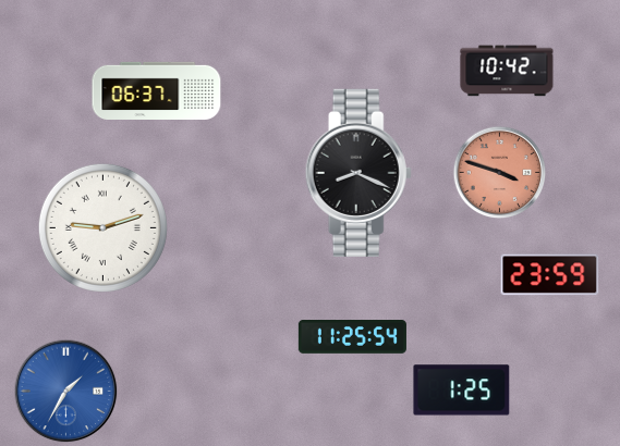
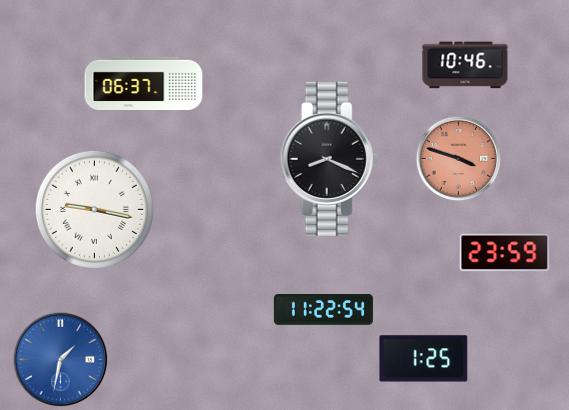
clock at (507, 71): 10:42 -> 10:46
clock at (102, 227): 9:12 -> 9:17
clock at (352, 337): 11:25 -> 11:22
clock at (66, 392): 1:35 -> 1:32
